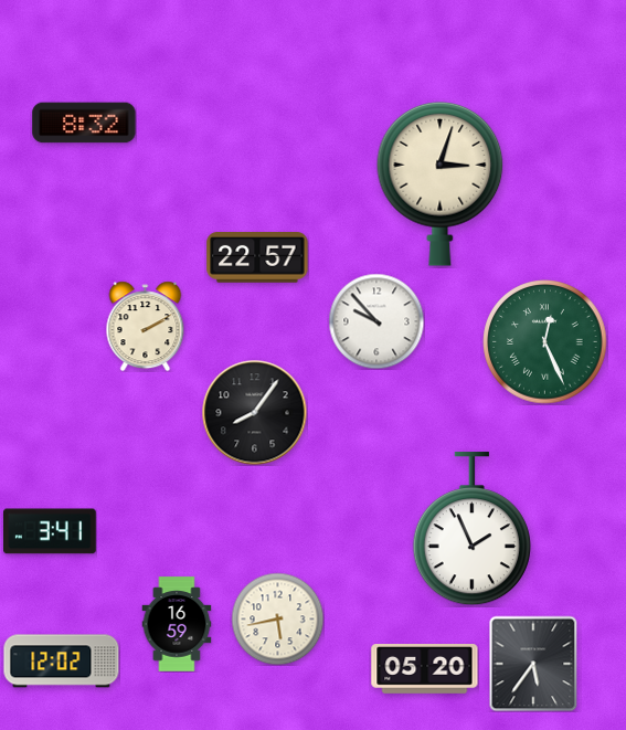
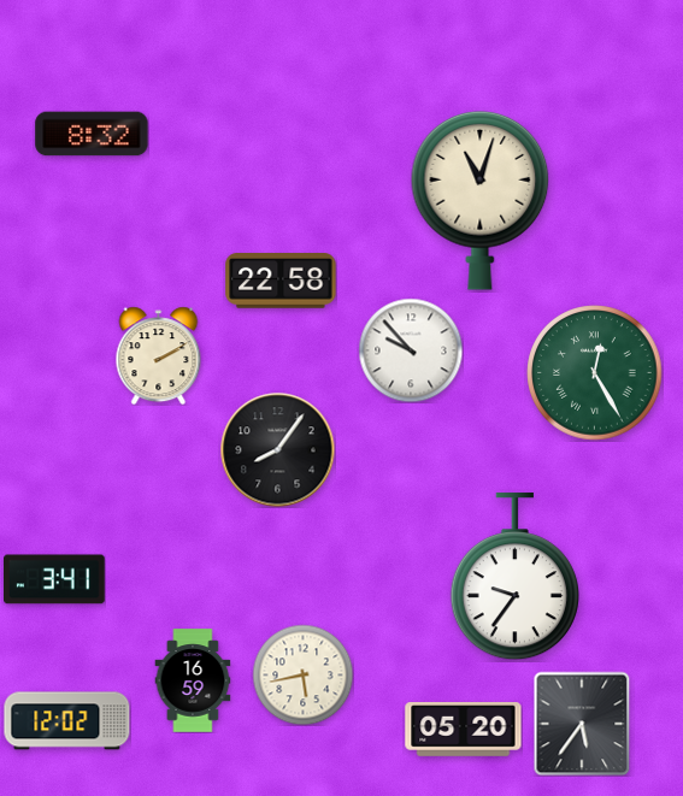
clock at (441, 183): 3:03 -> 11:03
clock at (257, 258): 22:57 -> 22:58
clock at (545, 342): 12:26 -> 12:25
clock at (471, 529): 1:56 -> 9:36
